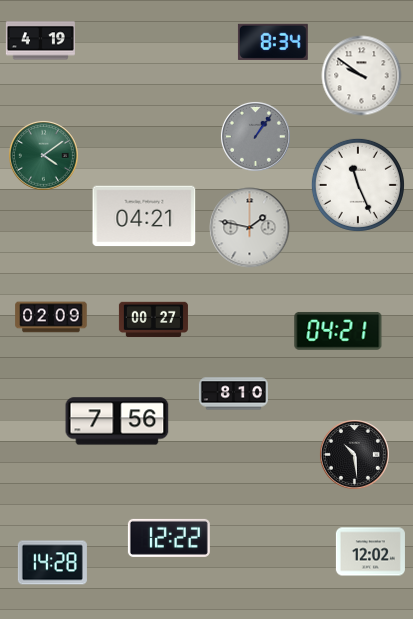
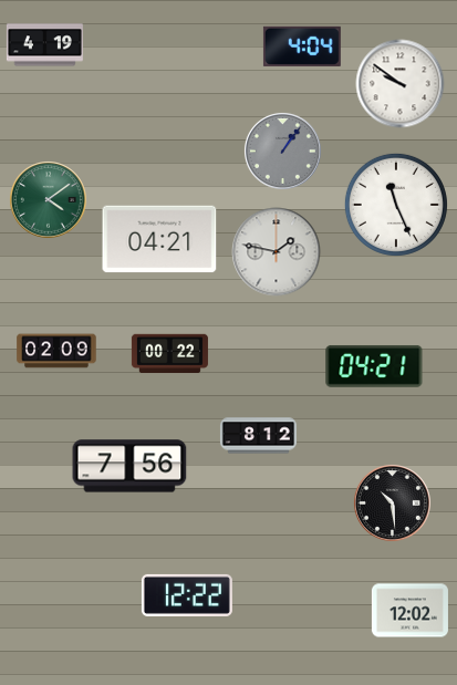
clock at (273, 42): 8:34 -> 4:04
clock at (44, 156) position: (44, 156) -> (49, 200)
clock at (153, 320): 00:27 -> 00:22
clock at (233, 394): 8:10 -> 8:12
clock at (52, 563): 14:28 -> none
